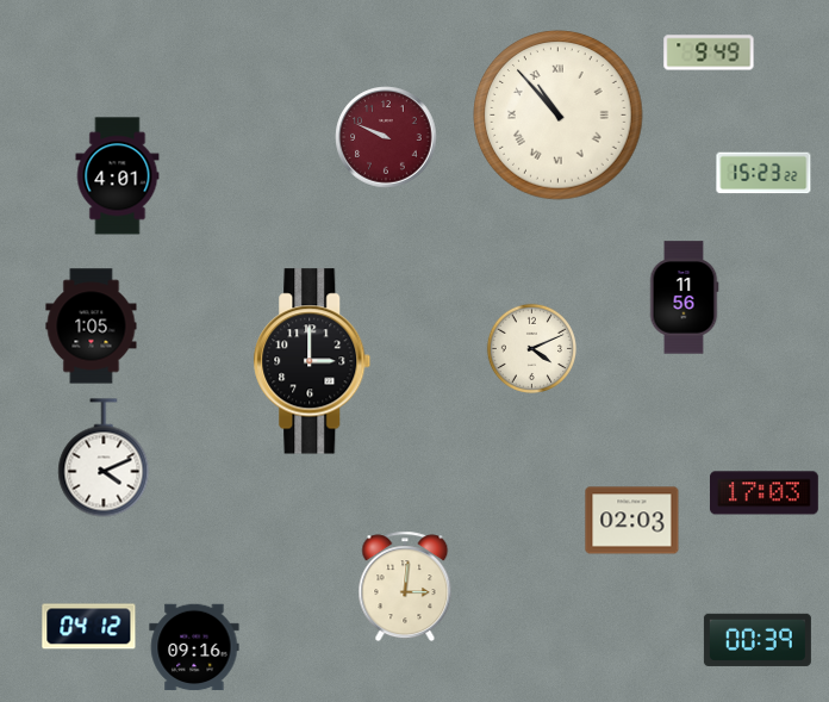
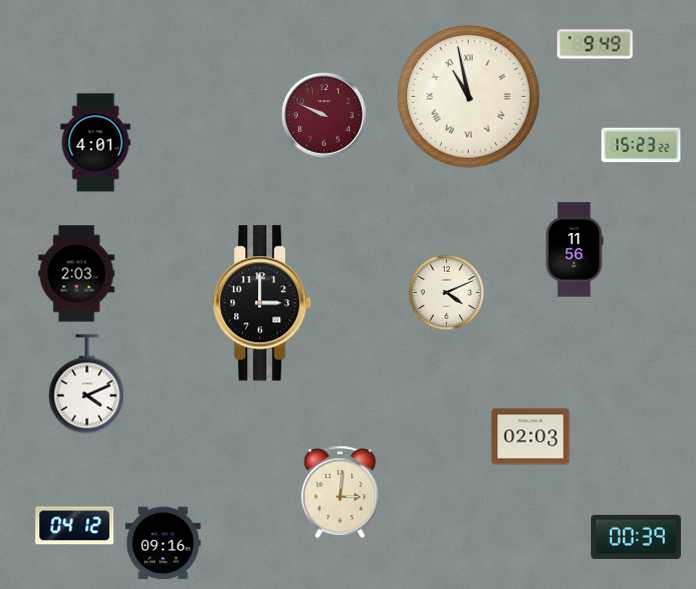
clock at (559, 116): 10:53 -> 10:58
clock at (118, 176) position: (118, 176) -> (96, 143)
clock at (92, 327): 1:05 -> 2:03
clock at (763, 493): 17:03 -> none
